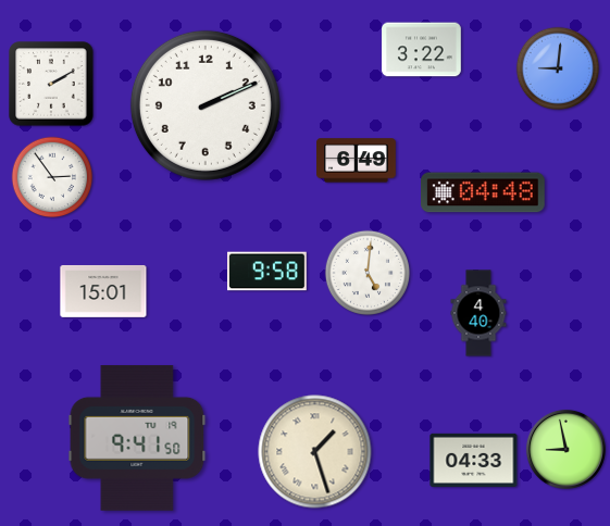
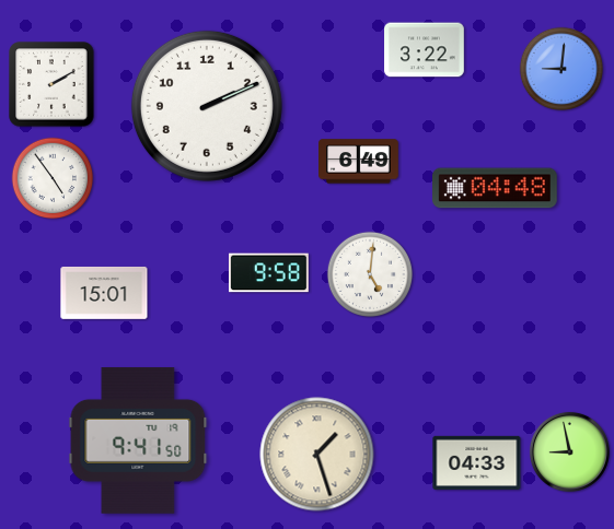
clock at (52, 177): 2:54 -> 4:54
clock at (484, 192) position: (484, 192) -> (496, 188)
clock at (478, 313): 4:40 -> none
